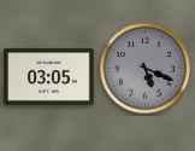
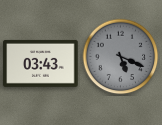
clock at (49, 76): 03:05 -> 03:43
